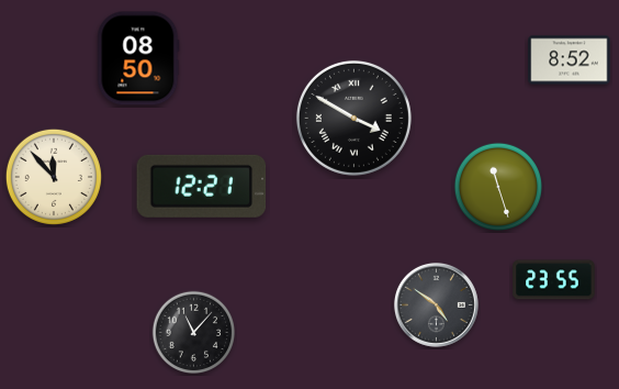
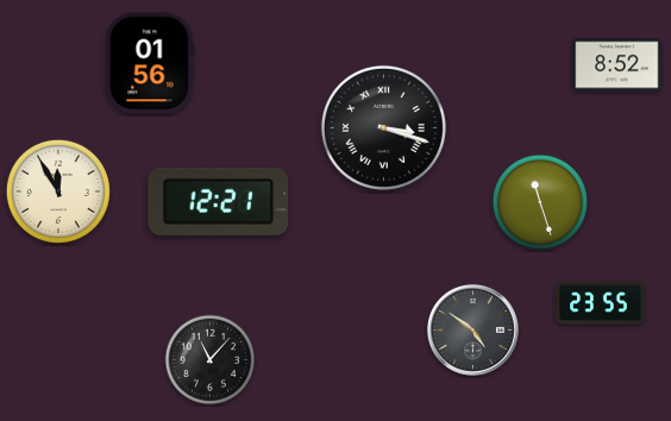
clock at (138, 58): 08:50 -> 01:56
clock at (353, 118): 3:50 -> 3:18
clock at (54, 177): 11:53 -> 11:55
